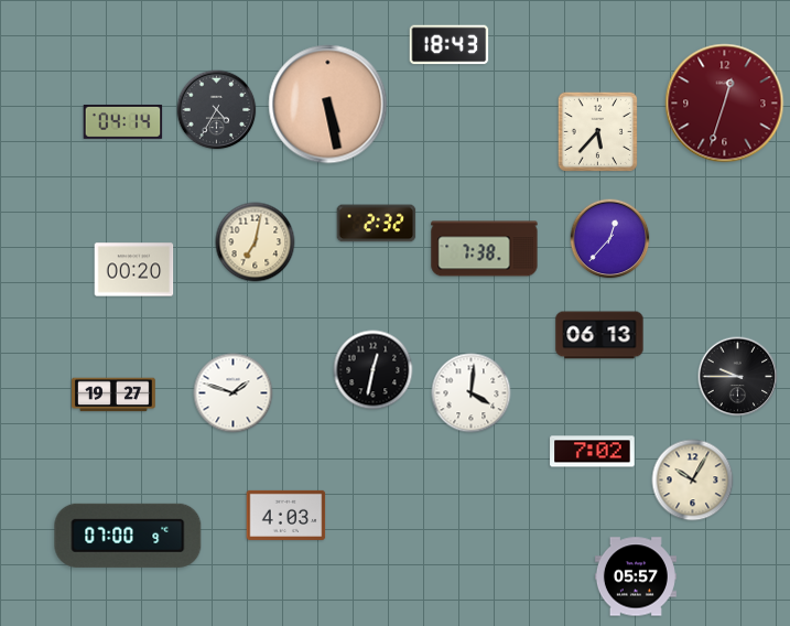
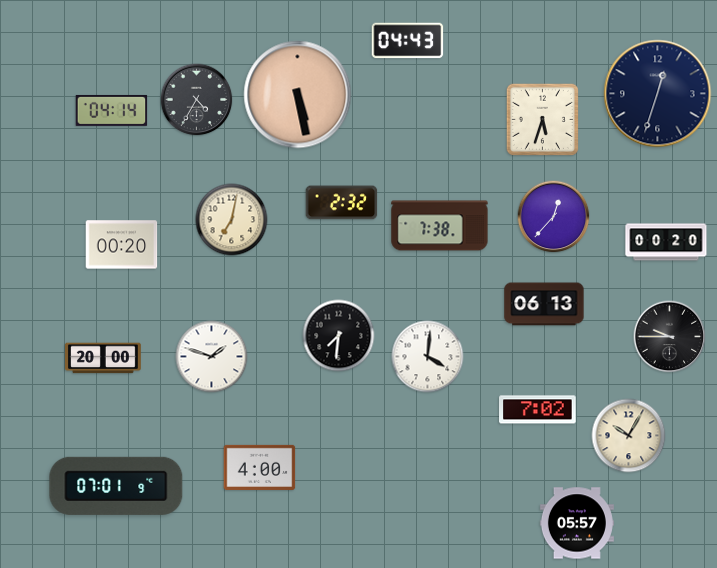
clock at (450, 45): 18:43 -> 04:43
clock at (725, 104) dial: burgundy -> navy
clock at (597, 131): 5:37 -> 5:33
clock at (666, 242): none -> 00:20
clock at (374, 370): 12:32 -> 7:31
clock at (738, 377) position: (738, 377) -> (670, 337)
clock at (115, 395): 19:27 -> 20:00
clock at (286, 515): 4:03 -> 4:00
clock at (128, 536): 07:00 -> 07:01
